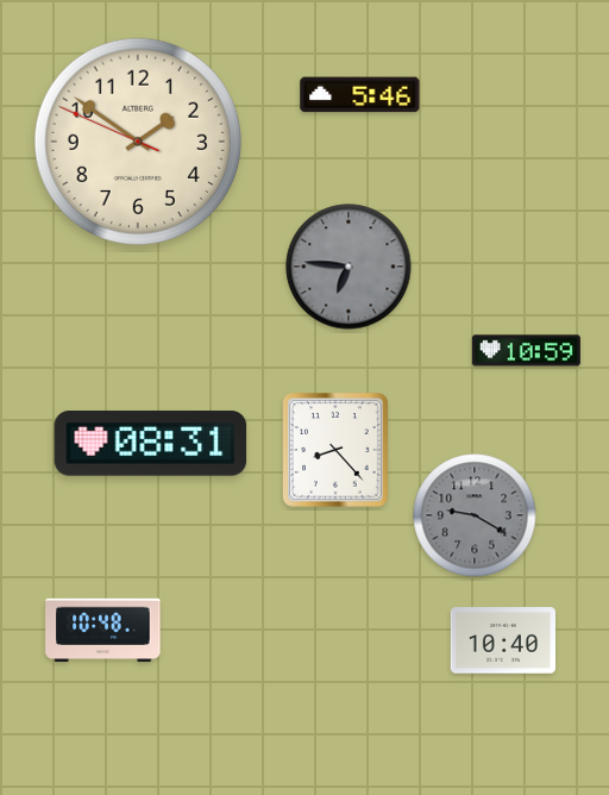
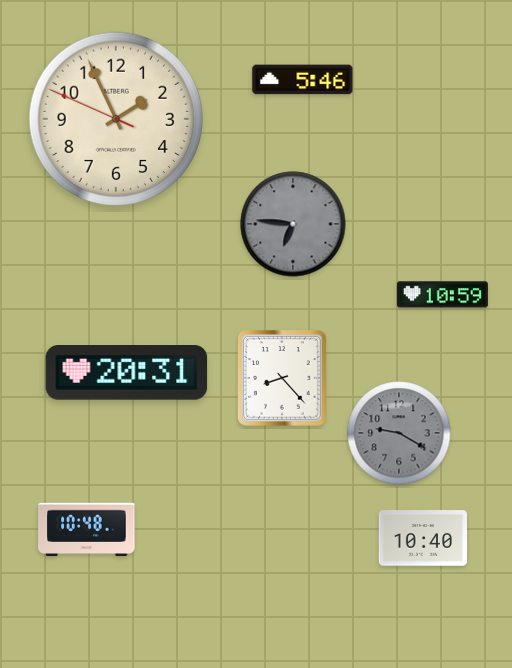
clock at (137, 140): 1:50 -> 1:55
clock at (151, 444): 08:31 -> 20:31
